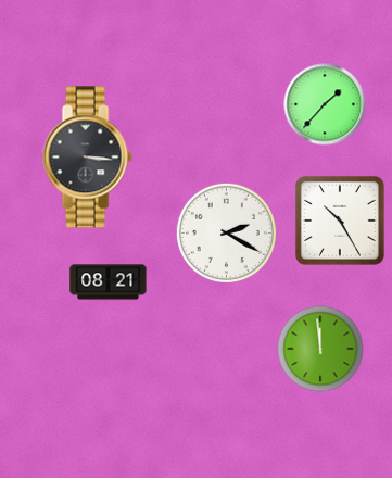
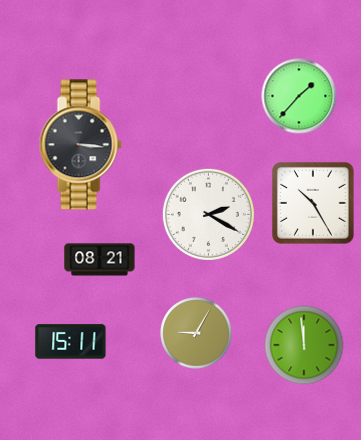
clock at (320, 349) position: (320, 349) -> (304, 345)
clock at (196, 333): none -> 9:05
clock at (71, 342): none -> 15:11
